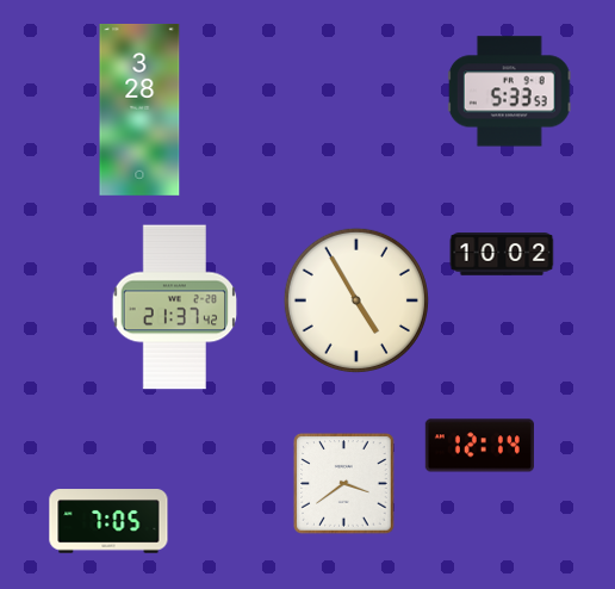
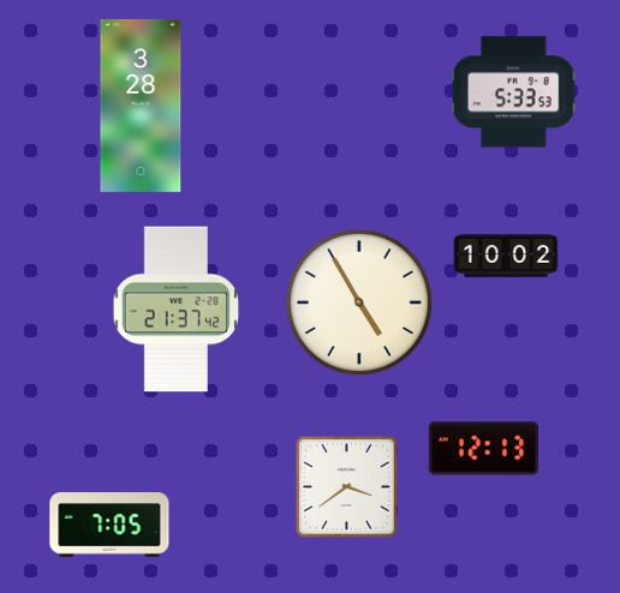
clock at (139, 110) position: (139, 110) -> (141, 106)
clock at (479, 446): 12:14 -> 12:13
